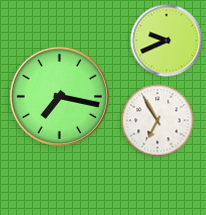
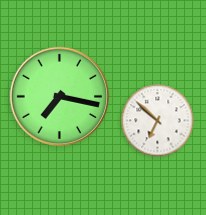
clock at (167, 41): 9:41 -> none
clock at (158, 121): 6:55 -> 6:52
